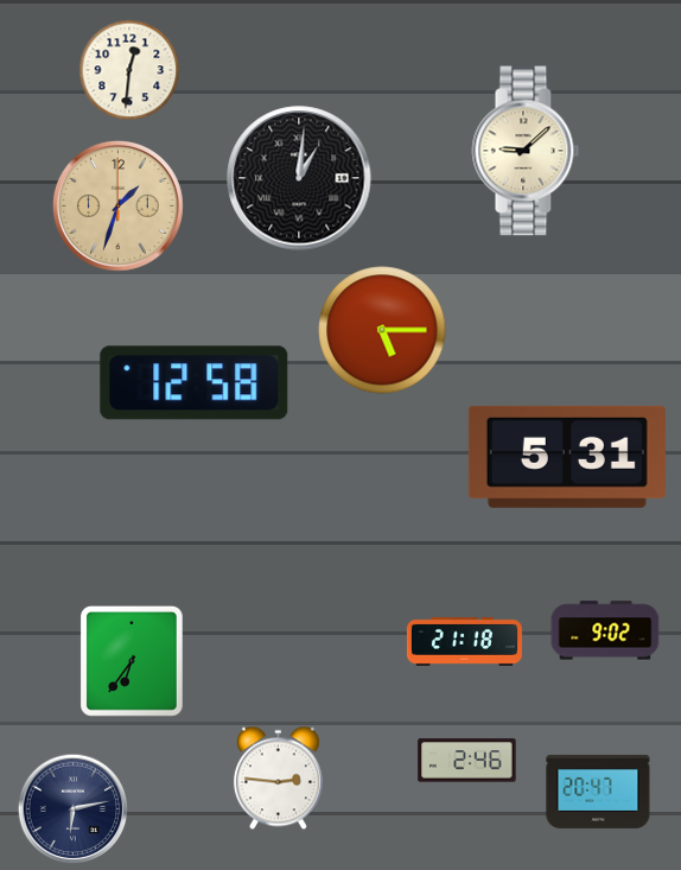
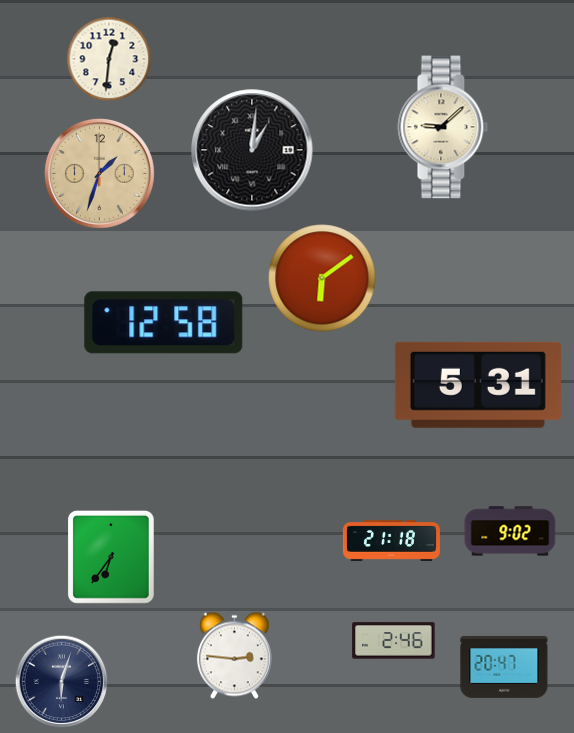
clock at (382, 330): 5:15 -> 6:09
clock at (74, 809): 6:13 -> 6:03
